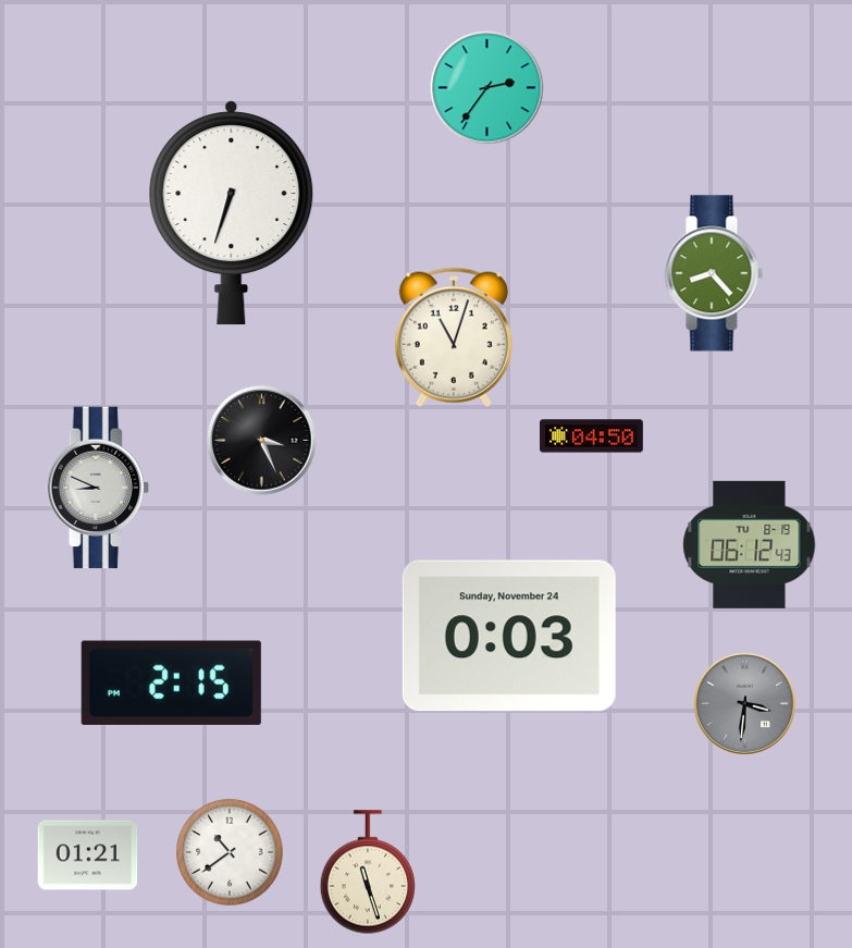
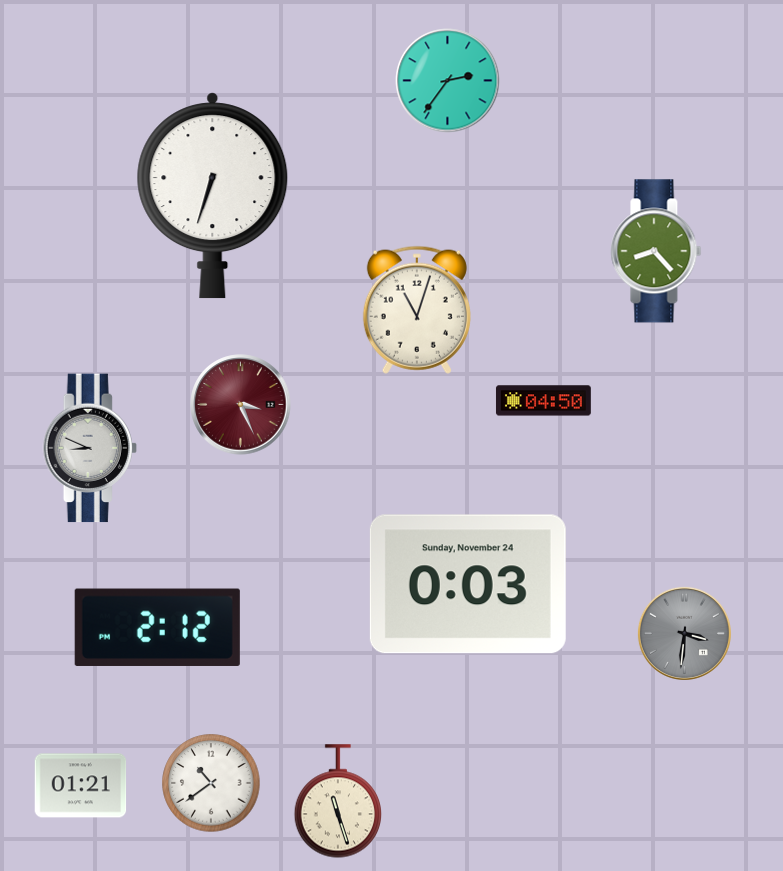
clock at (262, 441) dial: black -> burgundy
clock at (750, 544): 06:12 -> none
clock at (171, 682): 2:15 -> 2:12
clock at (744, 703) position: (744, 703) -> (684, 633)
